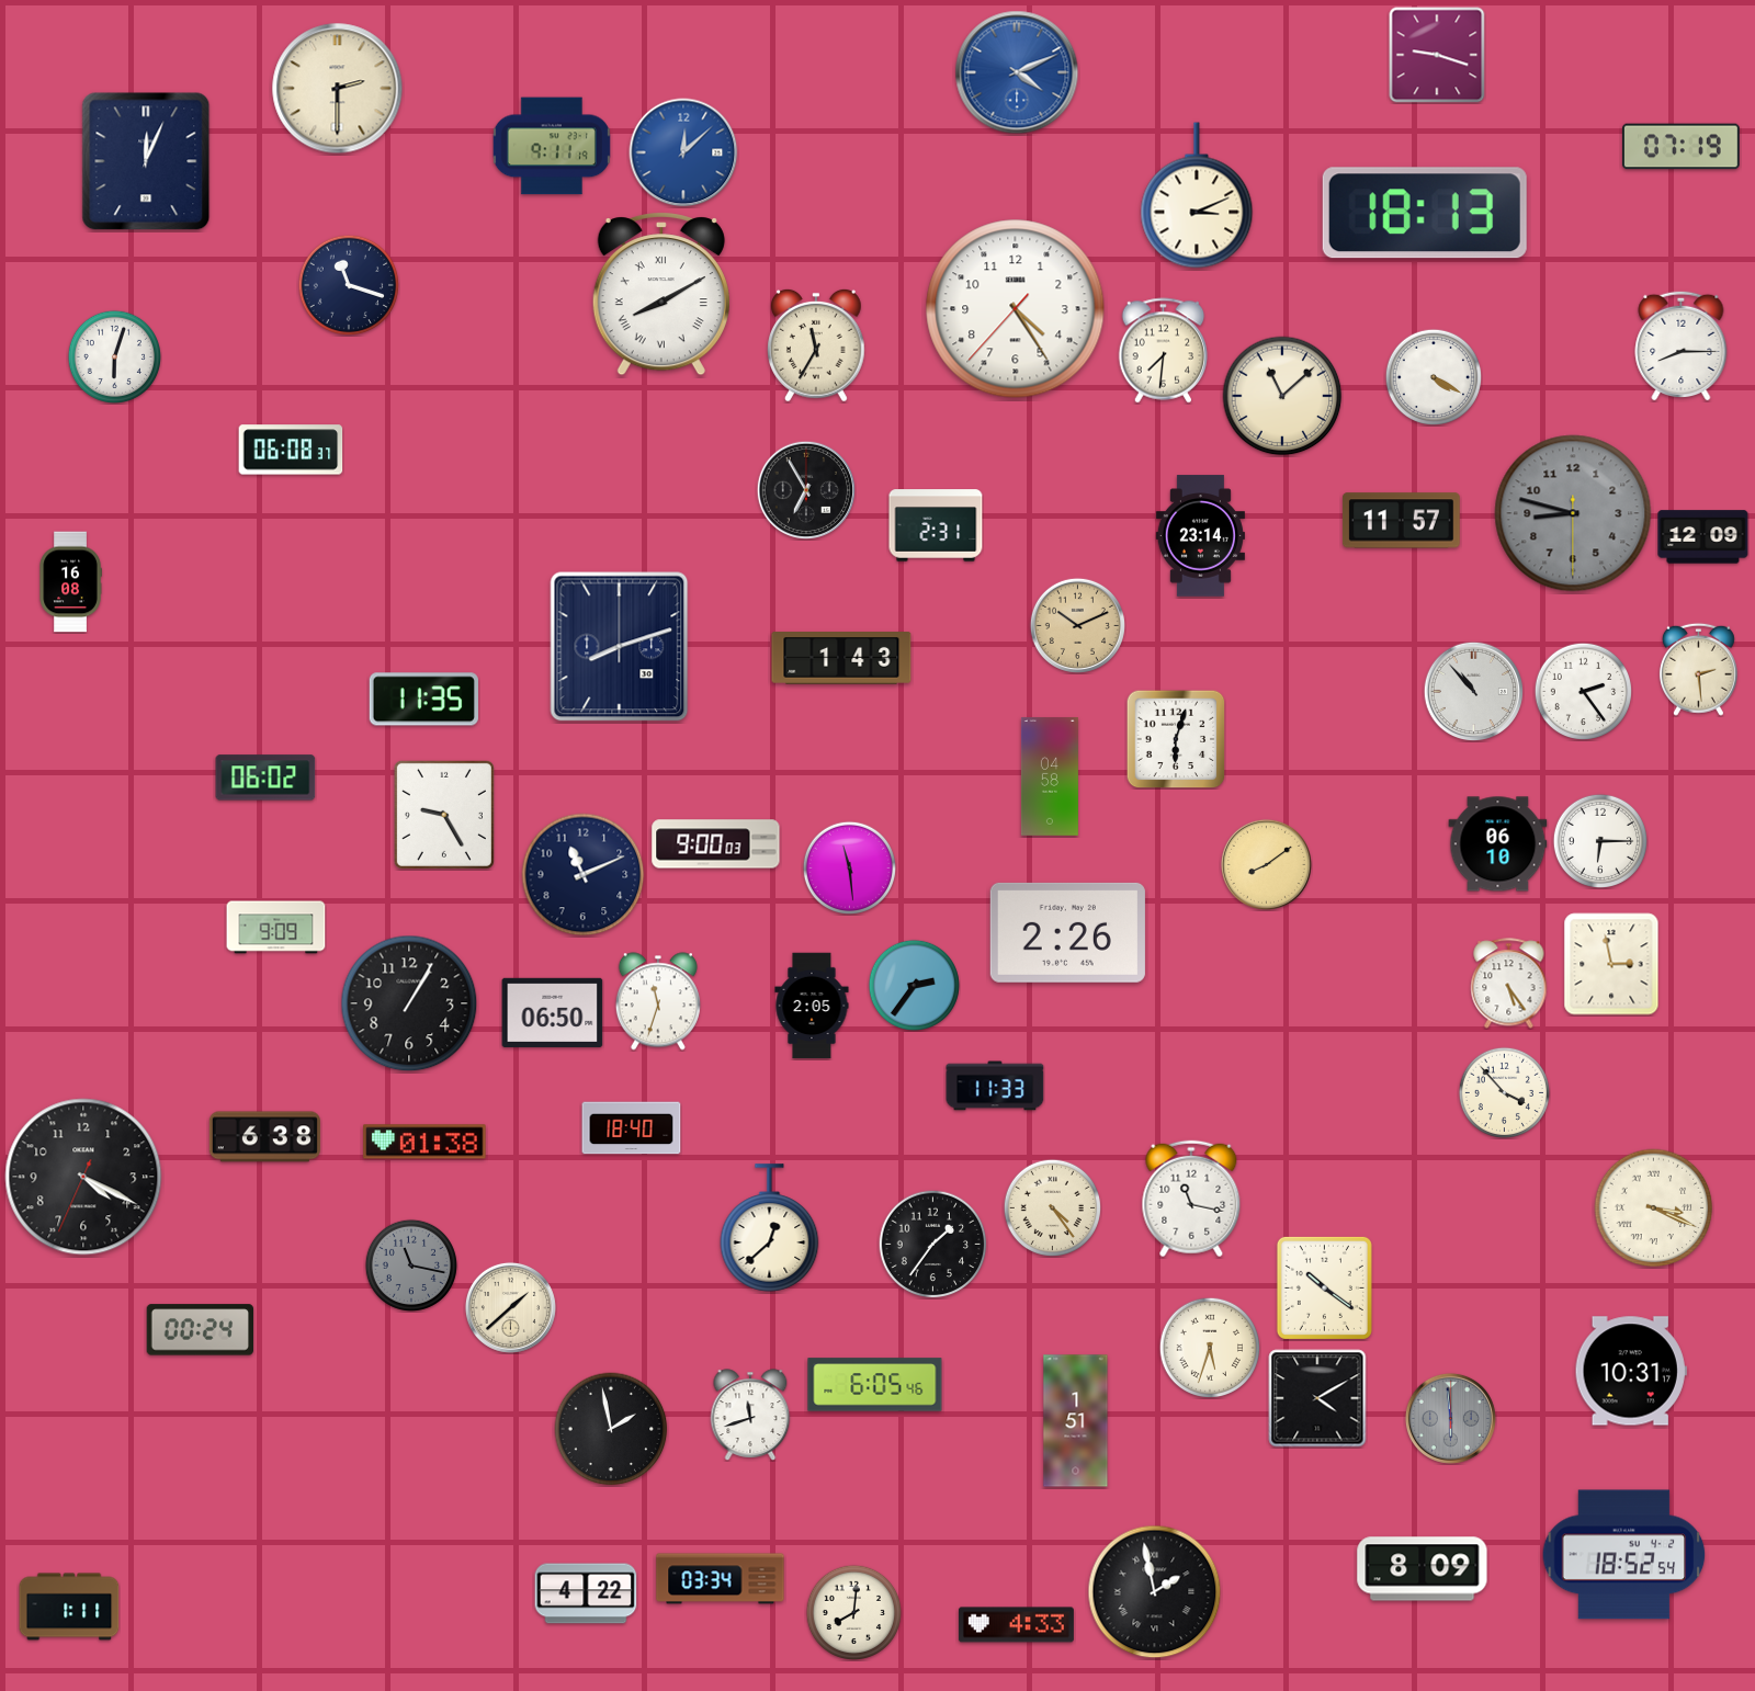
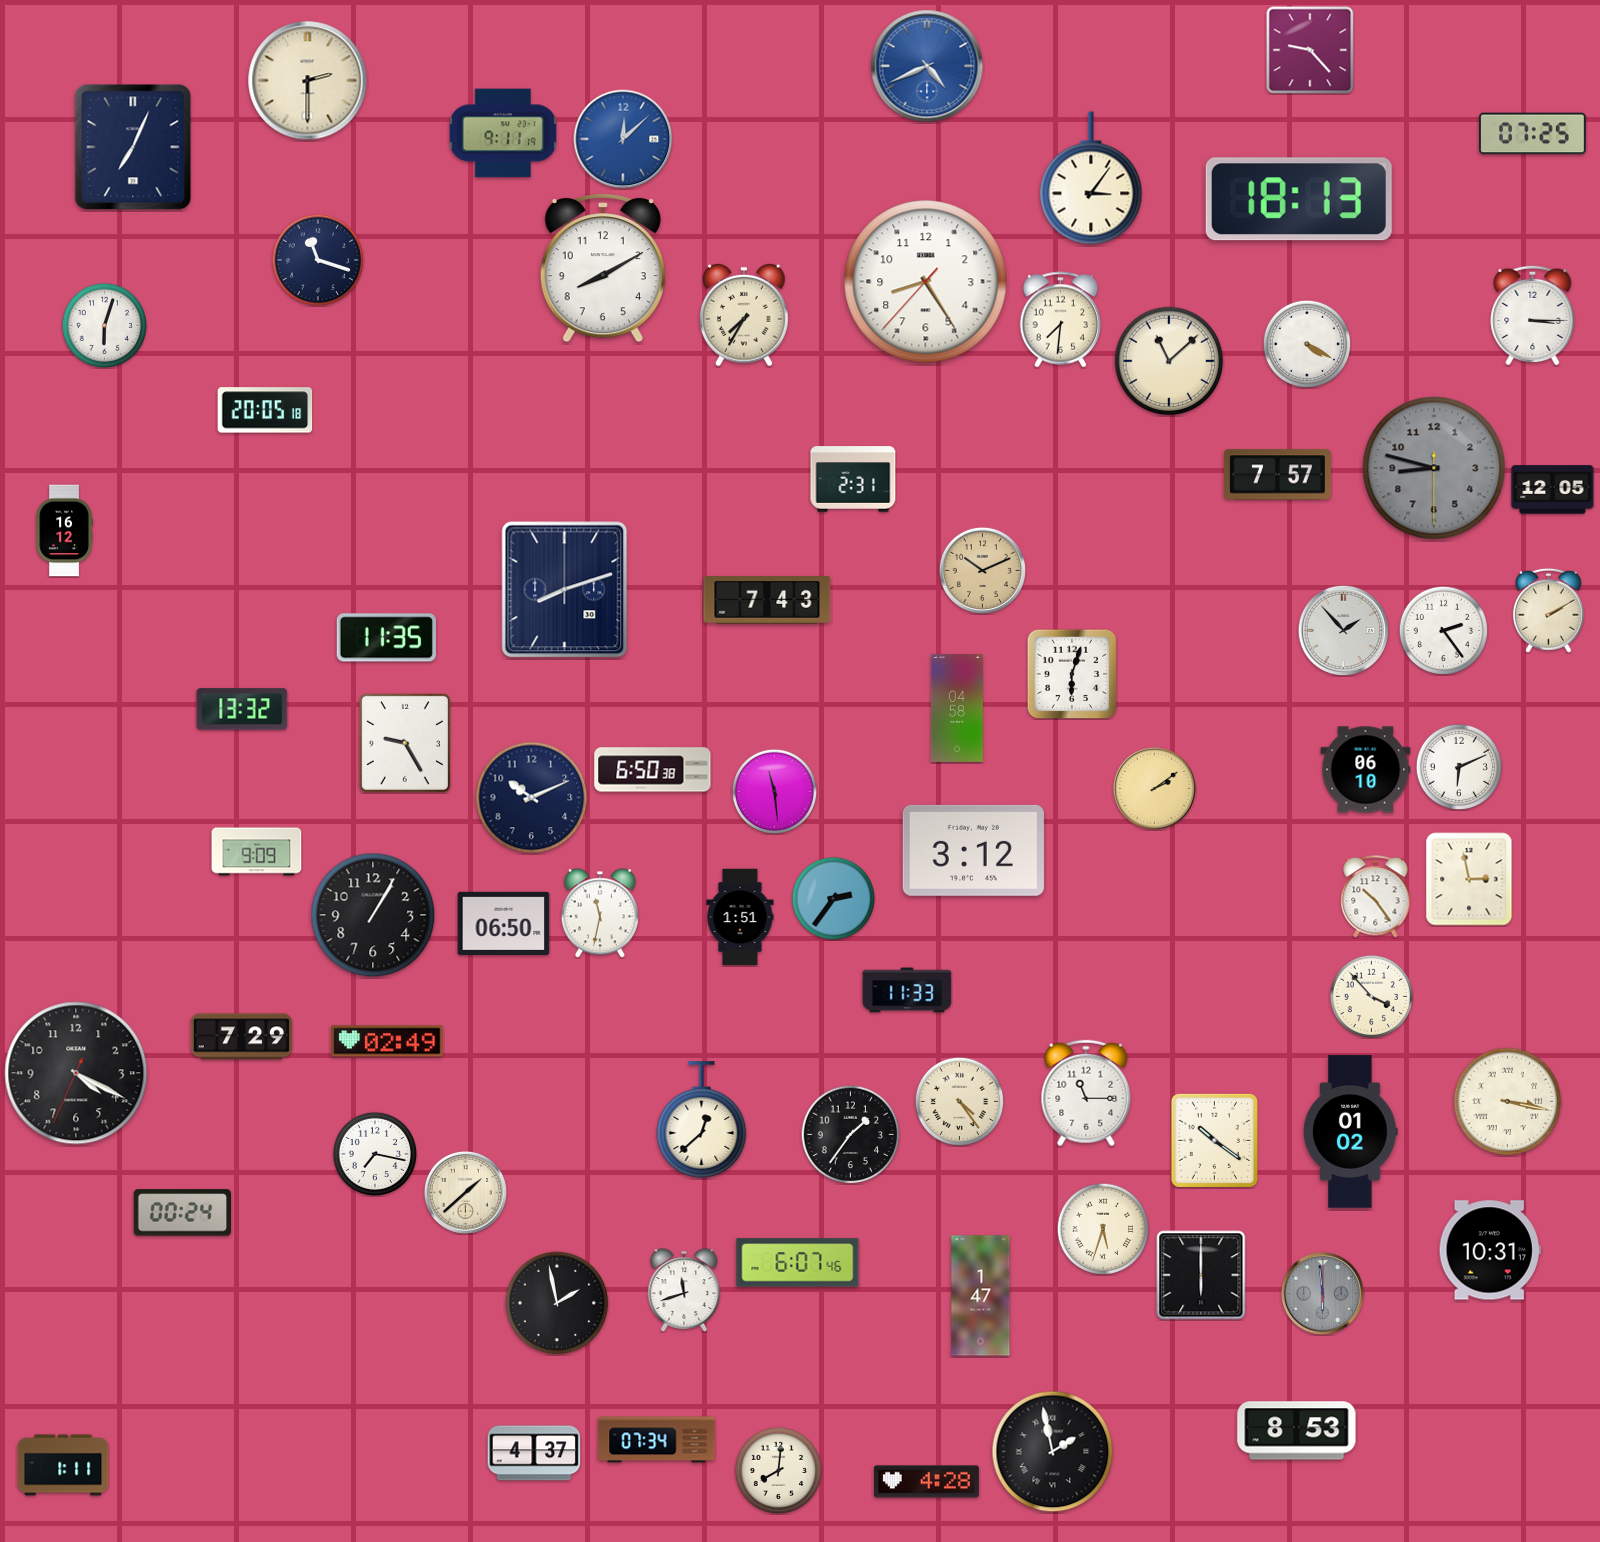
clock at (1437, 55): 9:18 -> 9:23
clock at (1017, 72): 4:11 -> 4:41
clock at (1680, 147): 07:19 -> 07:25
clock at (146, 161): 12:04 -> 7:04
clock at (1197, 195): 3:11 -> 3:06
clock at (1425, 213) position: (1425, 213) -> (1299, 199)
clock at (661, 294) numerals: Roman -> Arabic
clock at (1016, 309): 4:24 -> 8:24
clock at (817, 345): 11:35 -> 7:35
clock at (1682, 345): 8:15 -> 3:15
clock at (291, 450): 06:08 -> 20:05
clock at (805, 489): 6:55 -> none
clock at (1401, 521): 11:57 -> 7:57
clock at (1200, 536): 23:14 -> none
clock at (1703, 537): 12:09 -> 12:05
clock at (70, 582): 16:08 -> 16:12
clock at (841, 658): 1:43 -> 7:43
clock at (1698, 669): 2:29 -> 2:10
clock at (1473, 691): 10:53 -> 1:53
clock at (265, 778): 06:02 -> 13:32
clock at (1599, 840): 6:15 -> 6:11
clock at (716, 844): 9:00 -> 6:50
clock at (1266, 864): 8:09 -> 2:09
clock at (584, 875): 11:11 -> 10:11
clock at (276, 928) position: (276, 928) -> (257, 852)
clock at (1067, 932): 2:26 -> 3:12
clock at (1509, 984): 5:24 -> 10:24
clock at (658, 1001): 11:33 -> 11:32
clock at (812, 1006): 2:05 -> 1:51
clock at (632, 1128): 18:40 -> none
clock at (264, 1137): 6:38 -> 7:29
clock at (424, 1142): 01:38 -> 02:49
clock at (1191, 1199): 11:17 -> 11:15
clock at (1654, 1208): 3:19 -> 3:17
clock at (1351, 1132): none -> 01:02
clock at (411, 1266): 11:17 -> 7:17
clock at (411, 1266) dial: grey -> white
clock at (1324, 1287) position: (1324, 1287) -> (1214, 1140)
clock at (1631, 1371) position: (1631, 1371) -> (1490, 1250)
clock at (875, 1385): 6:05 -> 6:07
clock at (1317, 1398): 4:10 -> 6:00
clock at (1076, 1421): 1:51 -> 1:47
clock at (1624, 1555): 18:52 -> none
clock at (1423, 1569): 8:09 -> 8:53
clock at (721, 1579): 03:34 -> 07:34
clock at (586, 1593): 4:22 -> 4:37
clock at (1016, 1625): 4:33 -> 4:28
